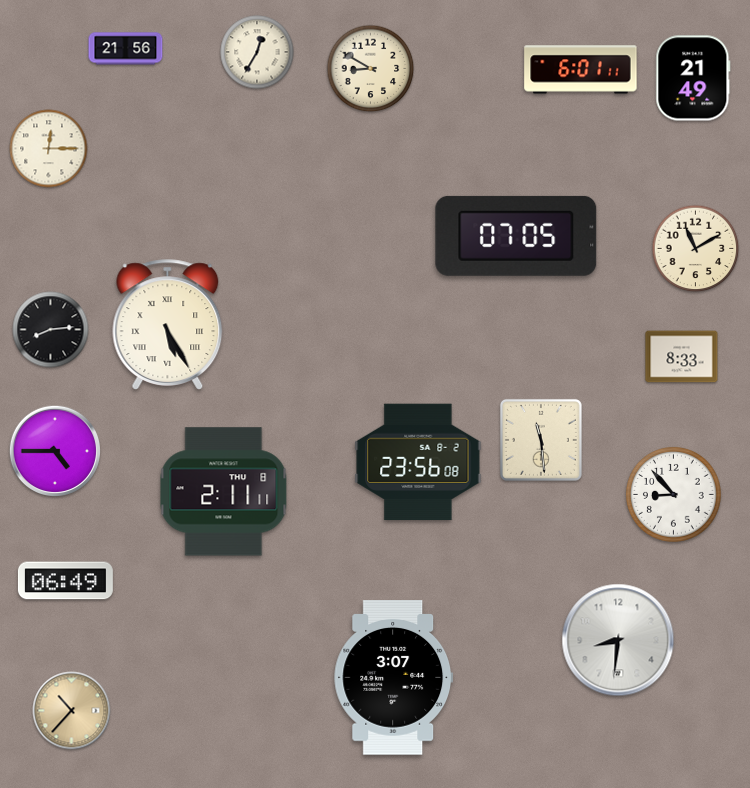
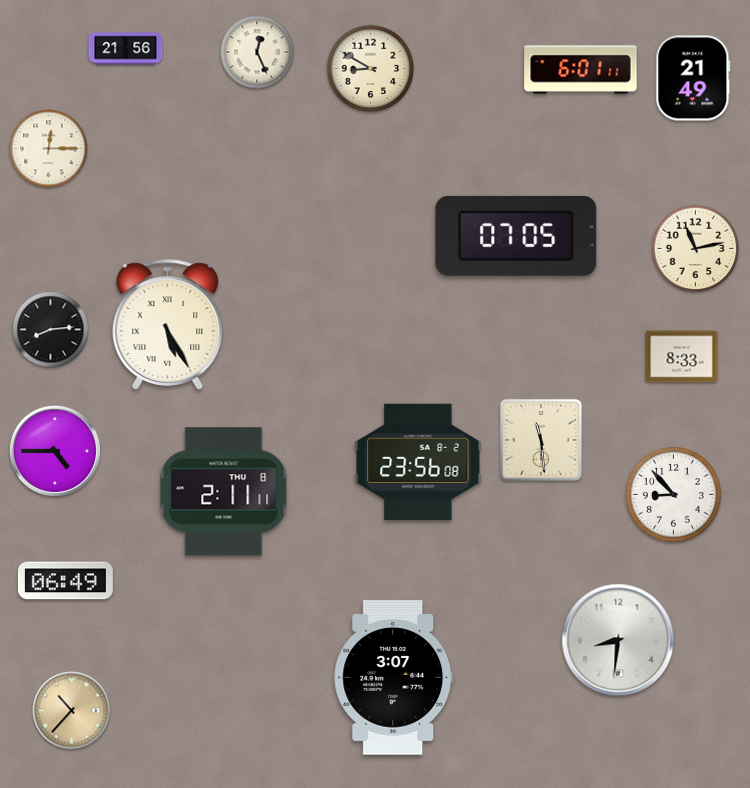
clock at (257, 52): 12:35 -> 12:26
clock at (696, 249): 11:10 -> 11:13
